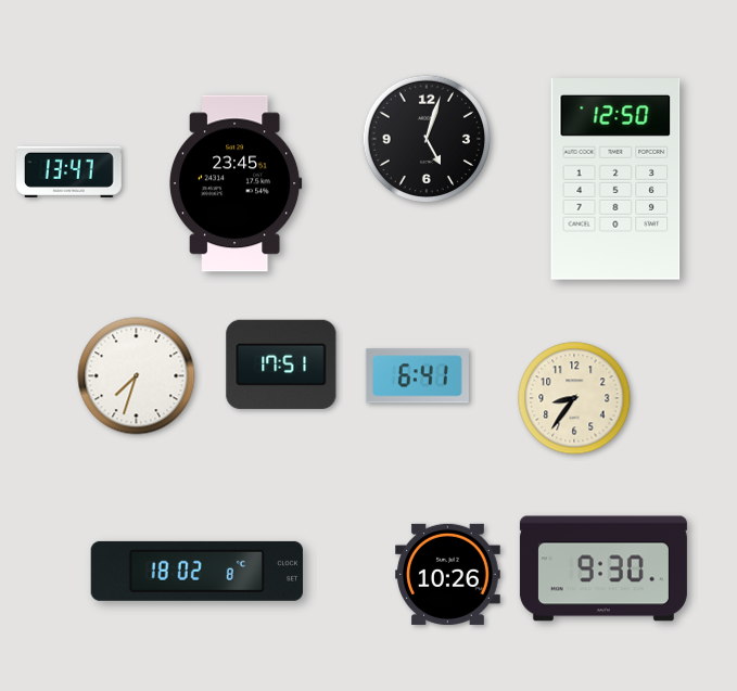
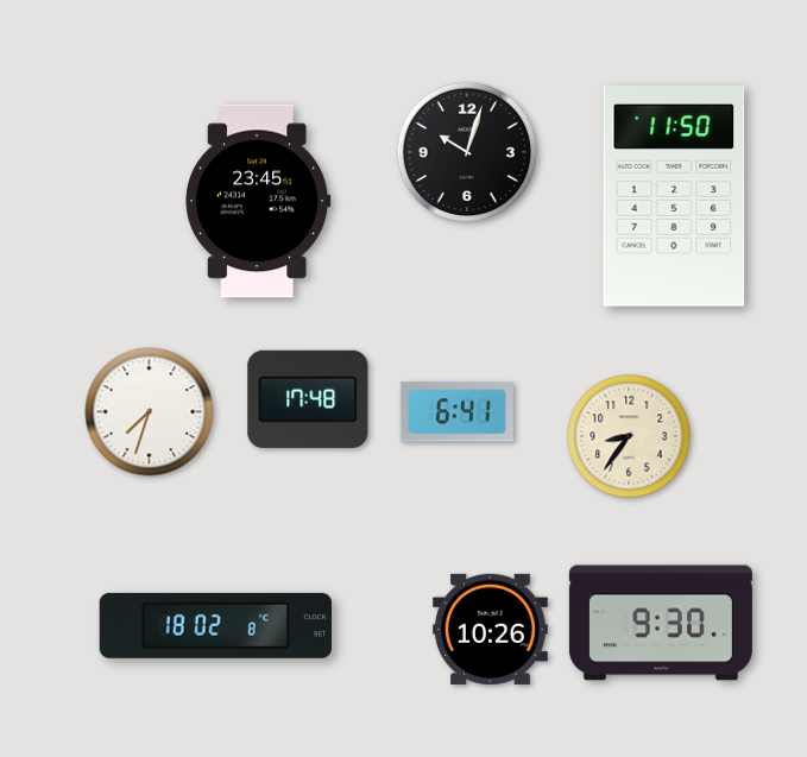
clock at (427, 139): 5:03 -> 10:03
clock at (69, 171): 13:47 -> none
clock at (615, 180): 12:50 -> 11:50
clock at (281, 364): 17:51 -> 17:48
